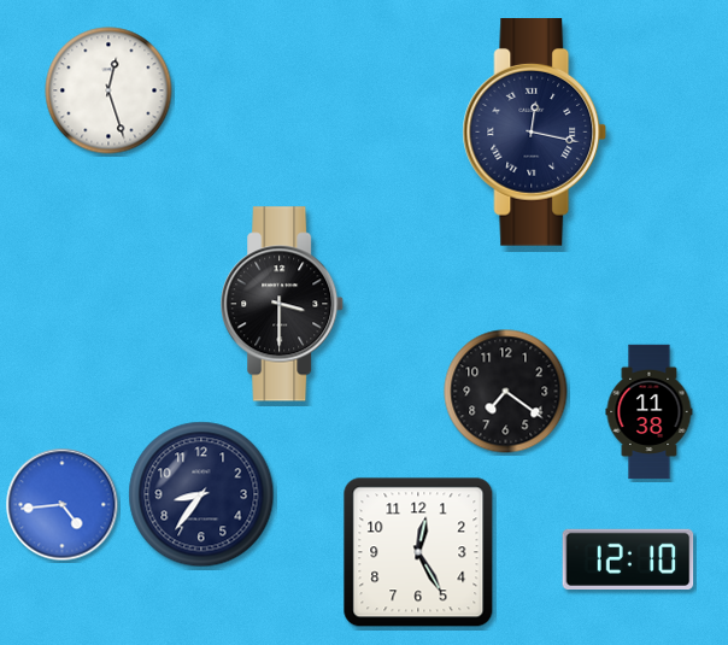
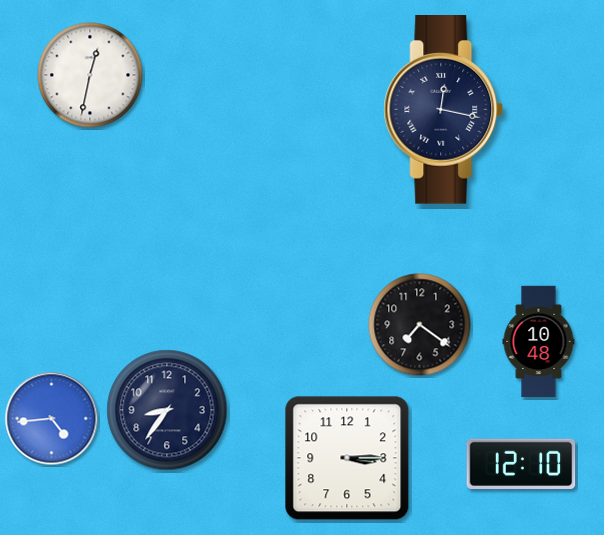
clock at (108, 90): 12:27 -> 12:32
clock at (283, 304): 3:30 -> none
clock at (650, 412): 11:38 -> 10:48
clock at (418, 552): 12:25 -> 3:15
